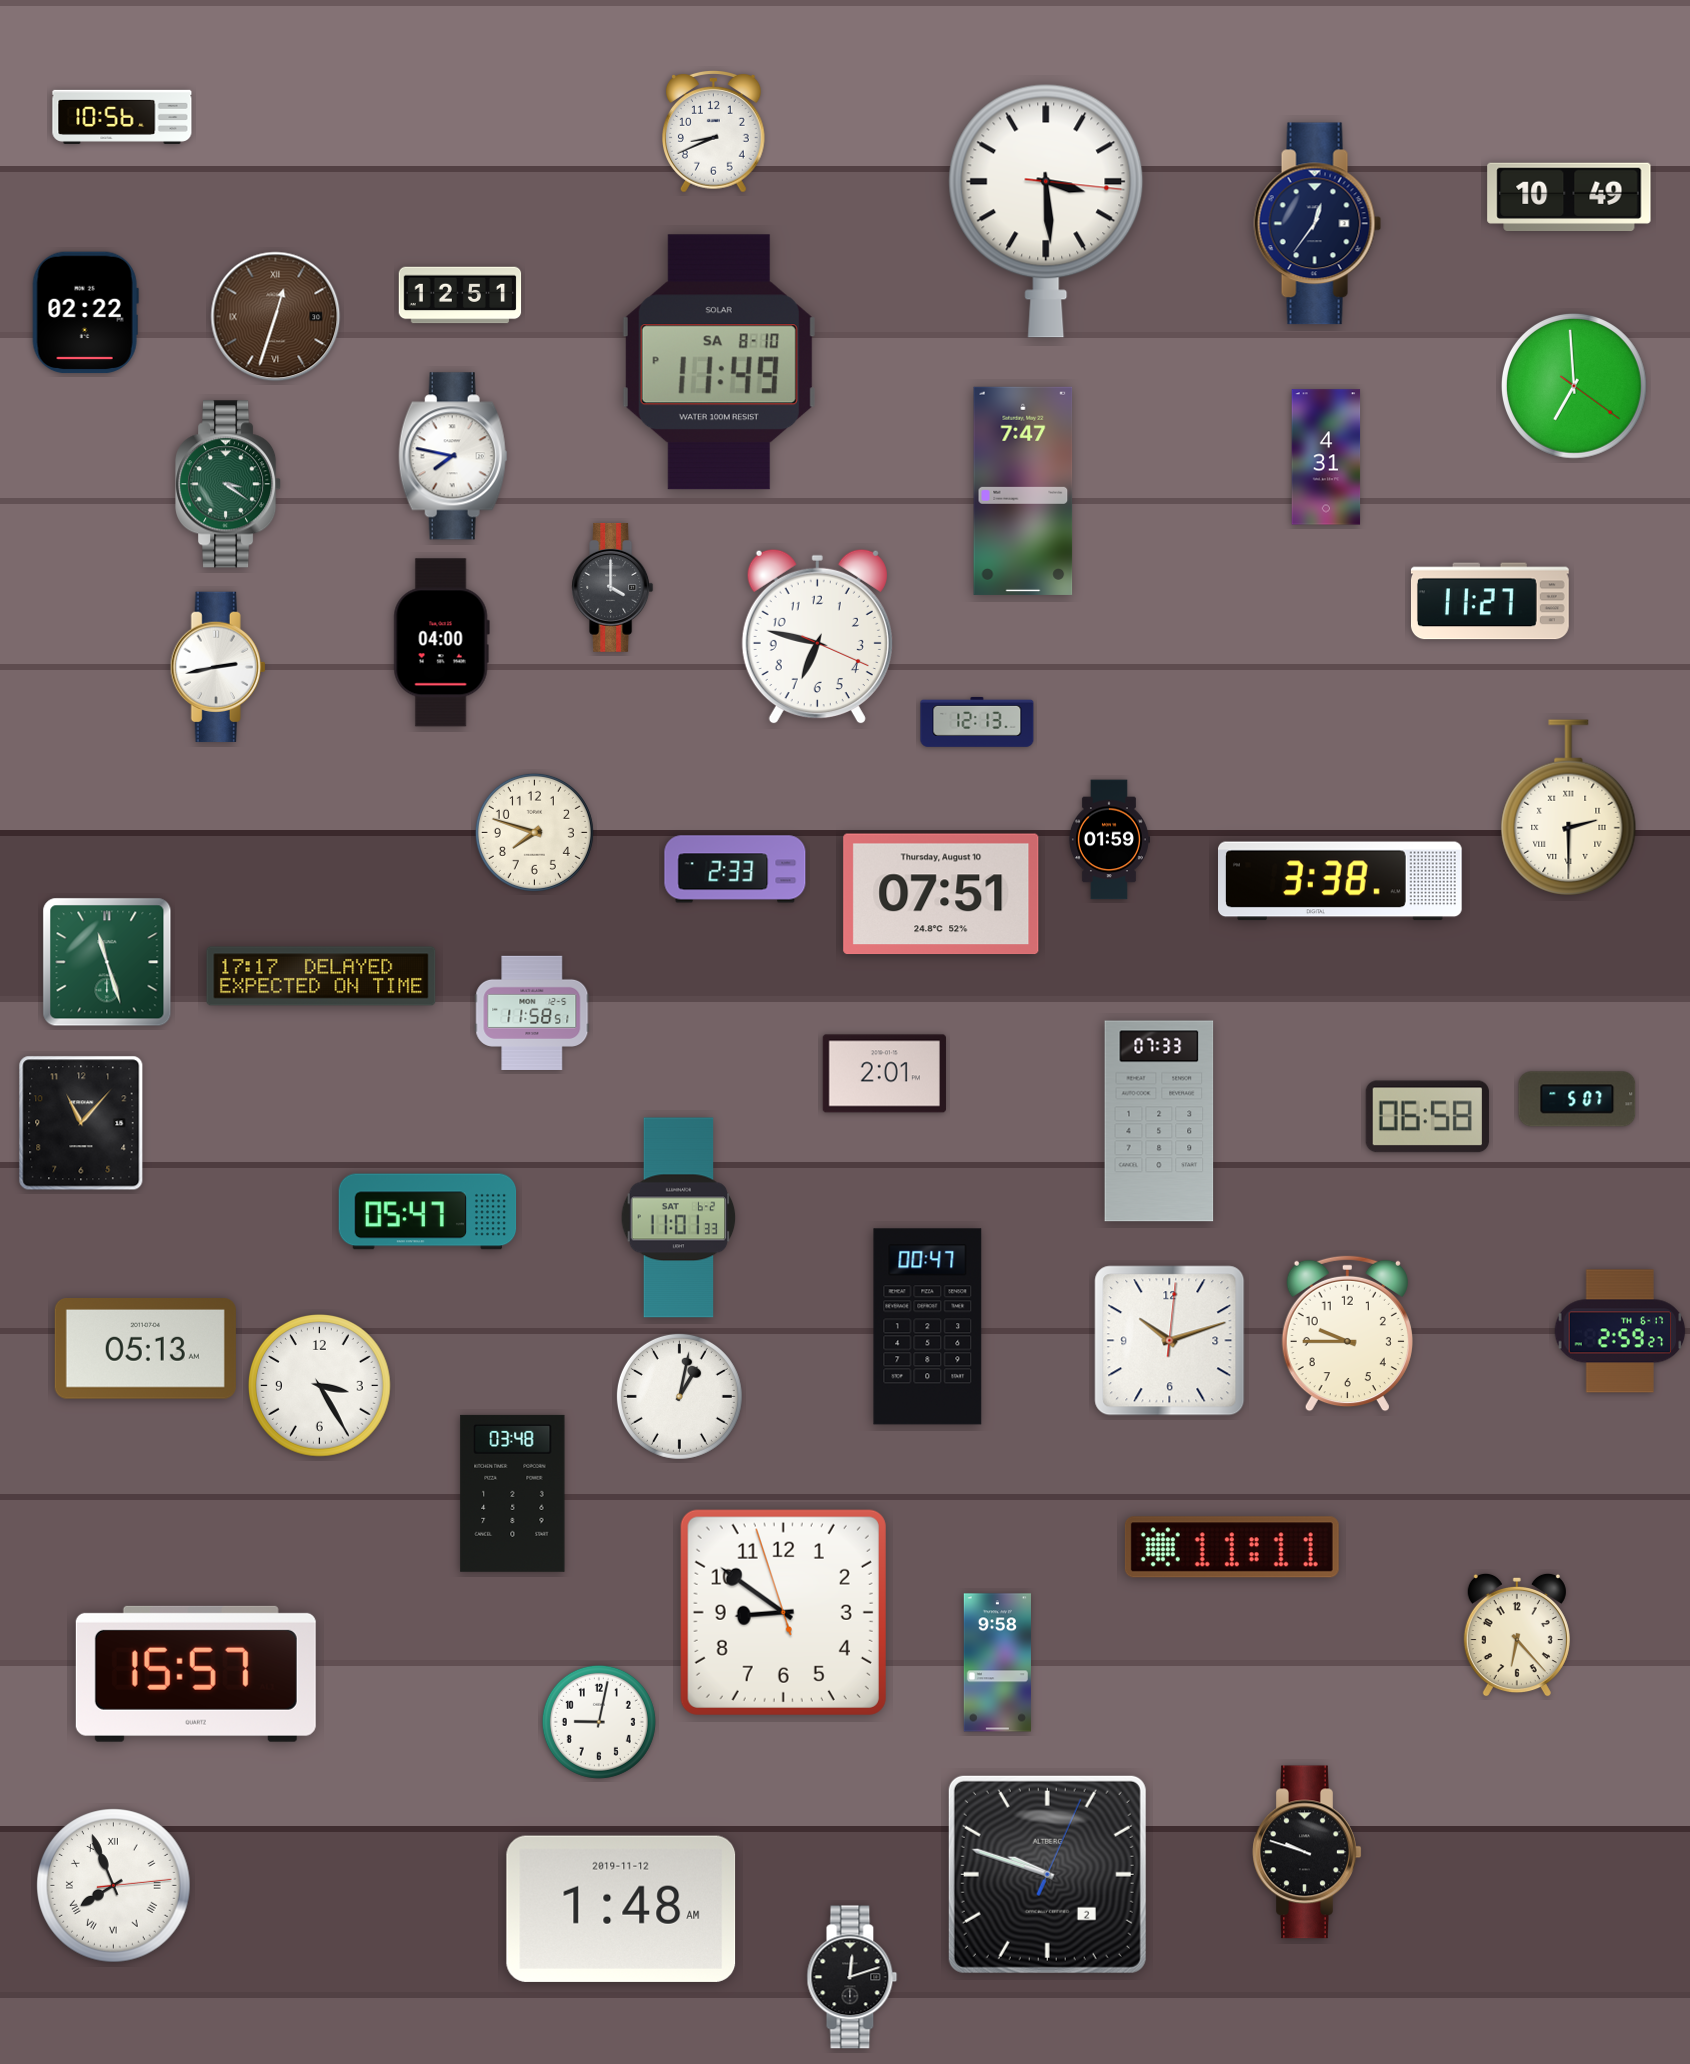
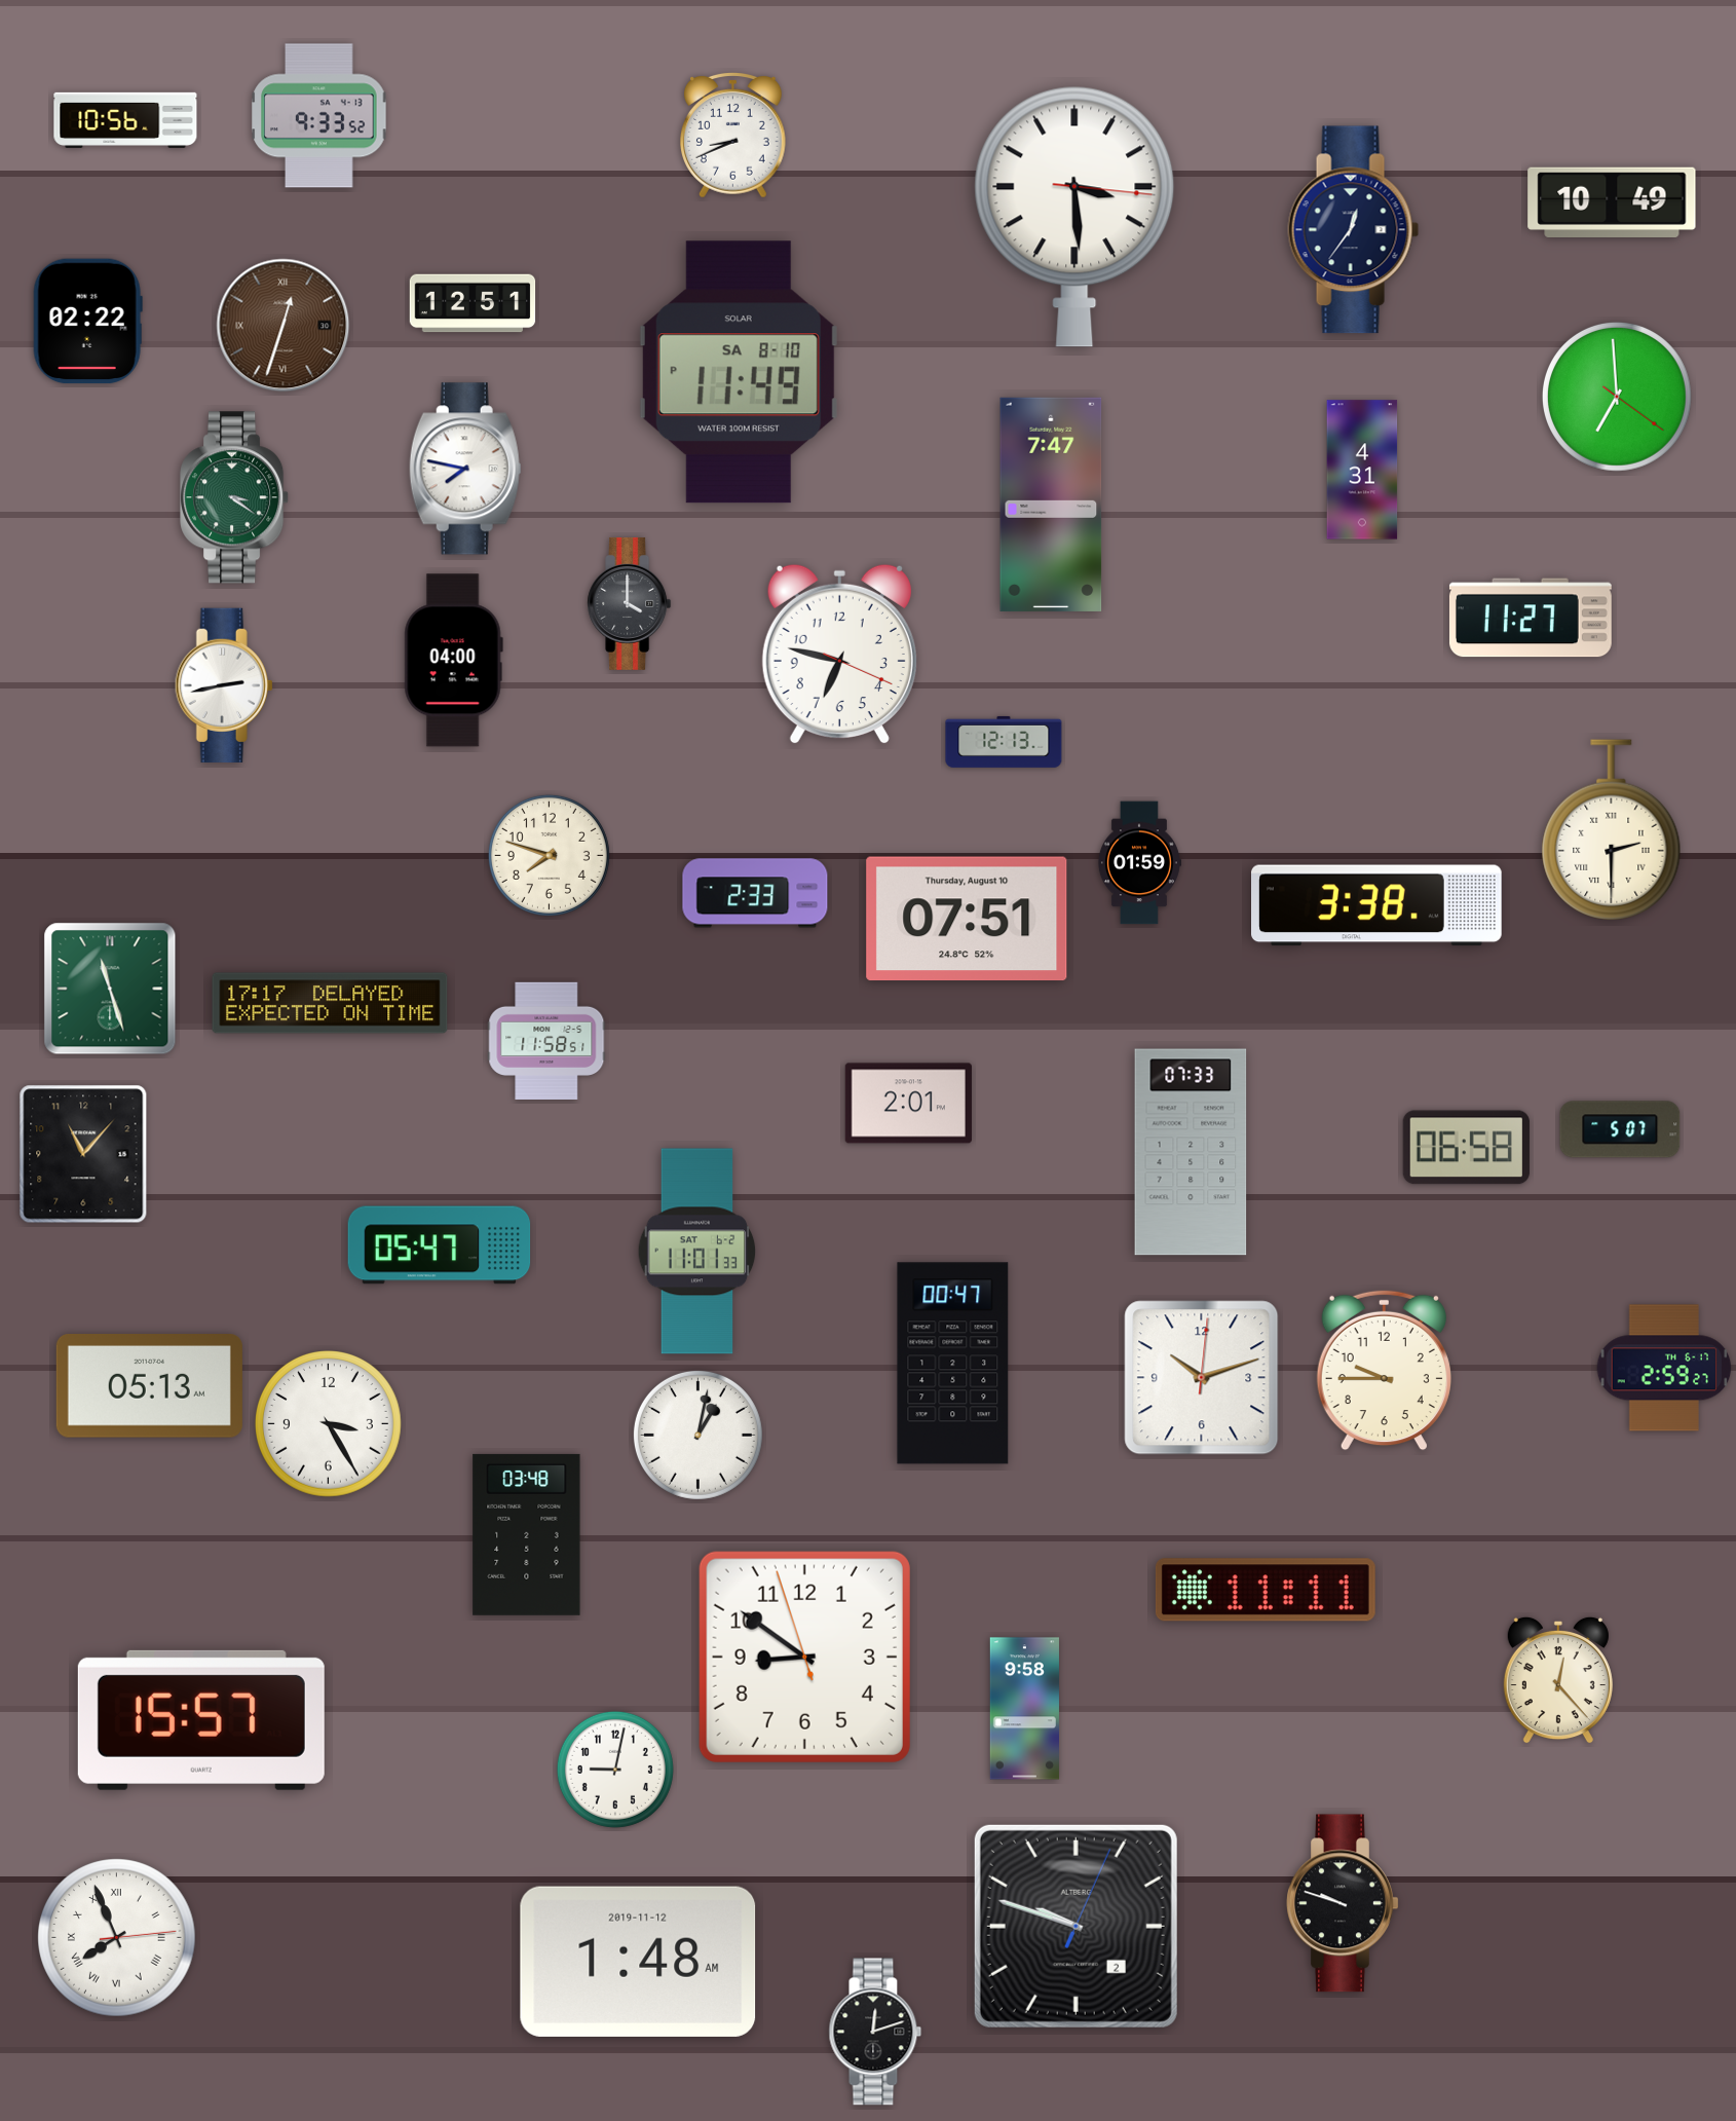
clock at (319, 116): none -> 9:33
clock at (1517, 1635): 6:23 -> 12:23
